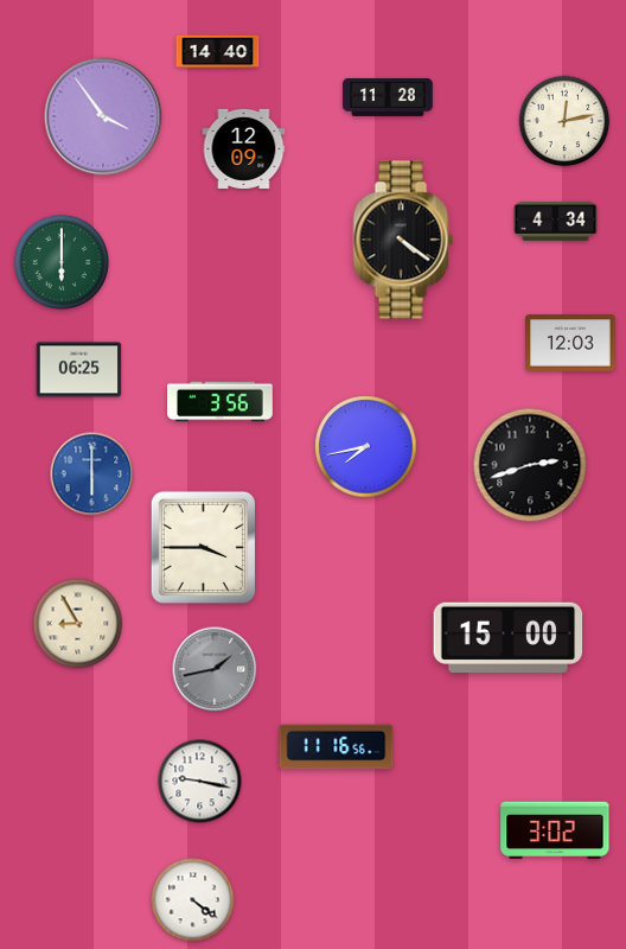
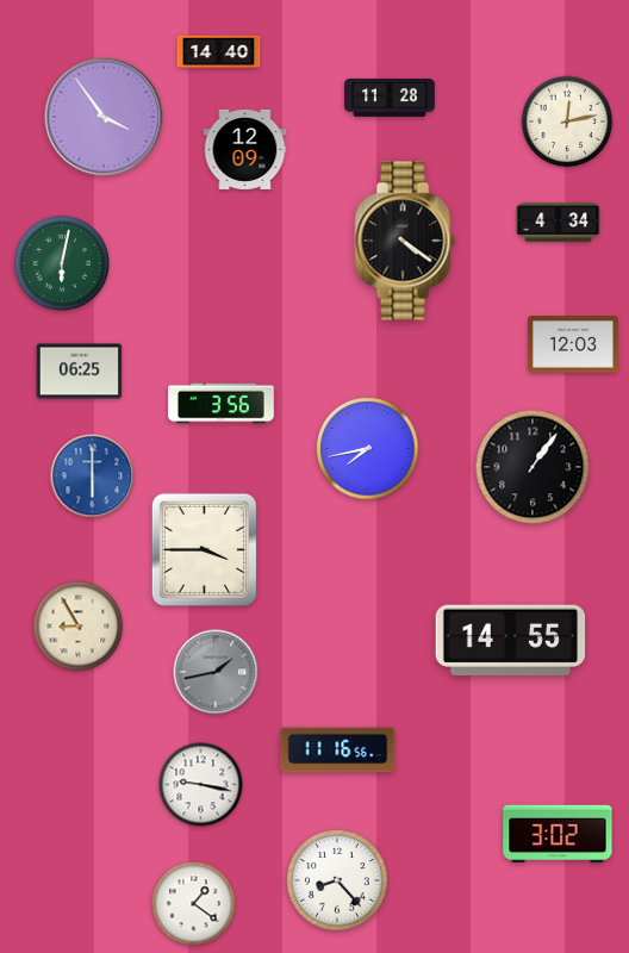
clock at (60, 261): 6:00 -> 6:02
clock at (530, 465): 2:42 -> 1:06
clock at (509, 637): 15:00 -> 14:55
clock at (337, 880): none -> 8:23
clock at (193, 900): 4:21 -> 1:21
